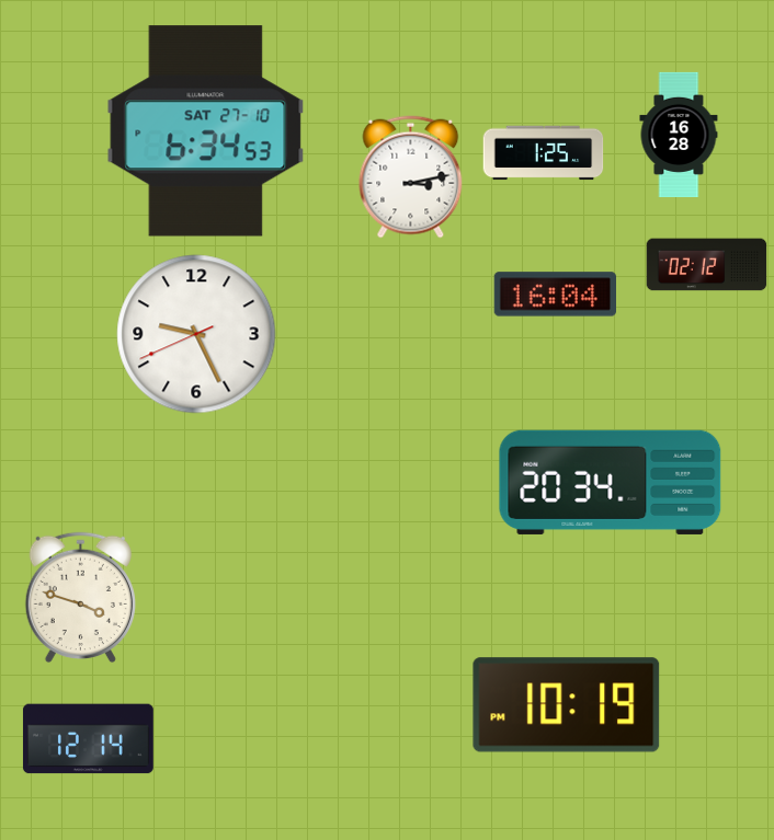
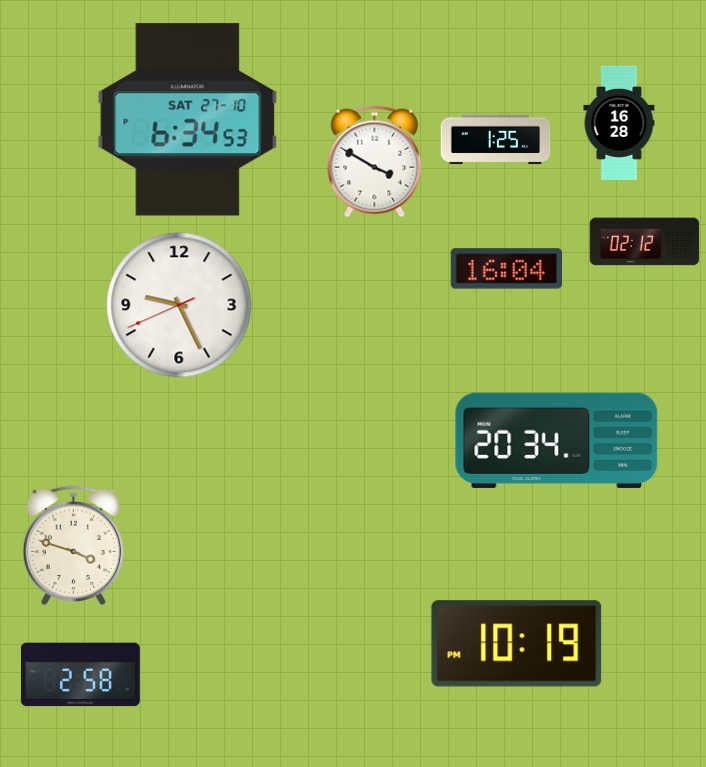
clock at (411, 177): 3:13 -> 3:50
clock at (88, 739): 12:14 -> 2:58
